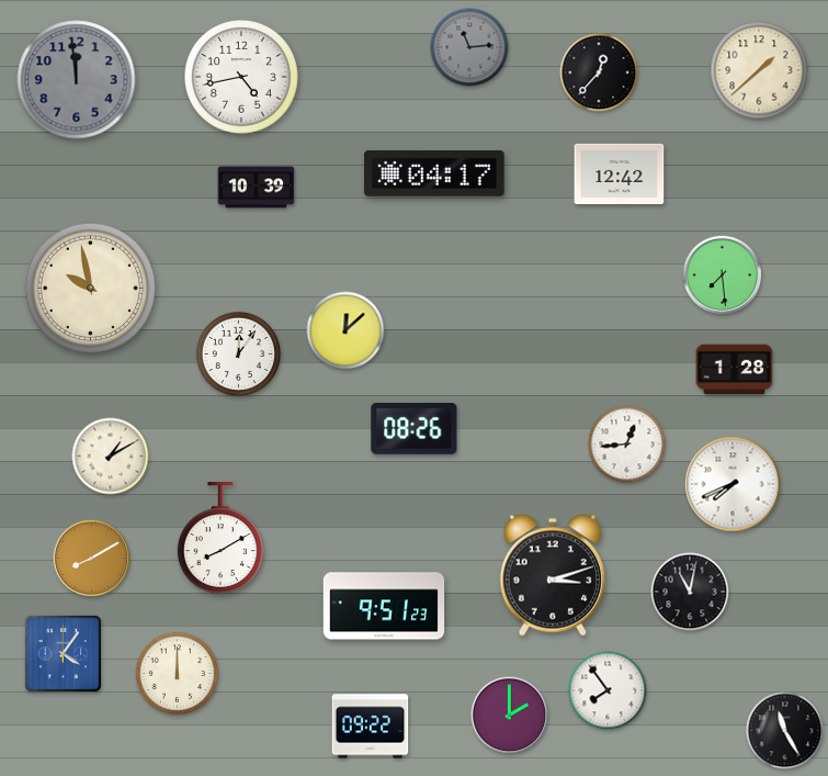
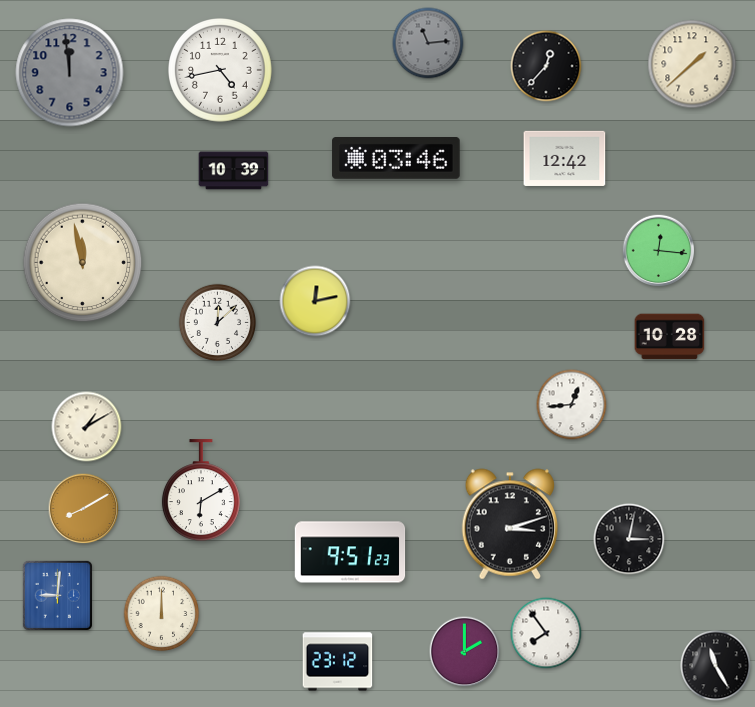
clock at (434, 175): 04:17 -> 03:46
clock at (723, 275): 7:29 -> 12:16
clock at (91, 289): 9:58 -> 11:58
clock at (345, 330): 12:08 -> 12:13
clock at (238, 353): 12:06 -> 12:08
clock at (735, 370): 1:28 -> 10:28
clock at (415, 429): 08:26 -> none
clock at (111, 457) position: (111, 457) -> (87, 427)
clock at (733, 484): 7:41 -> none
clock at (220, 539): 8:10 -> 6:10
clock at (552, 575) position: (552, 575) -> (509, 524)
clock at (690, 592): 11:02 -> 3:02
clock at (63, 653): 4:06 -> 9:01
clock at (608, 690) position: (608, 690) -> (546, 633)
clock at (371, 727): 09:22 -> 23:12
